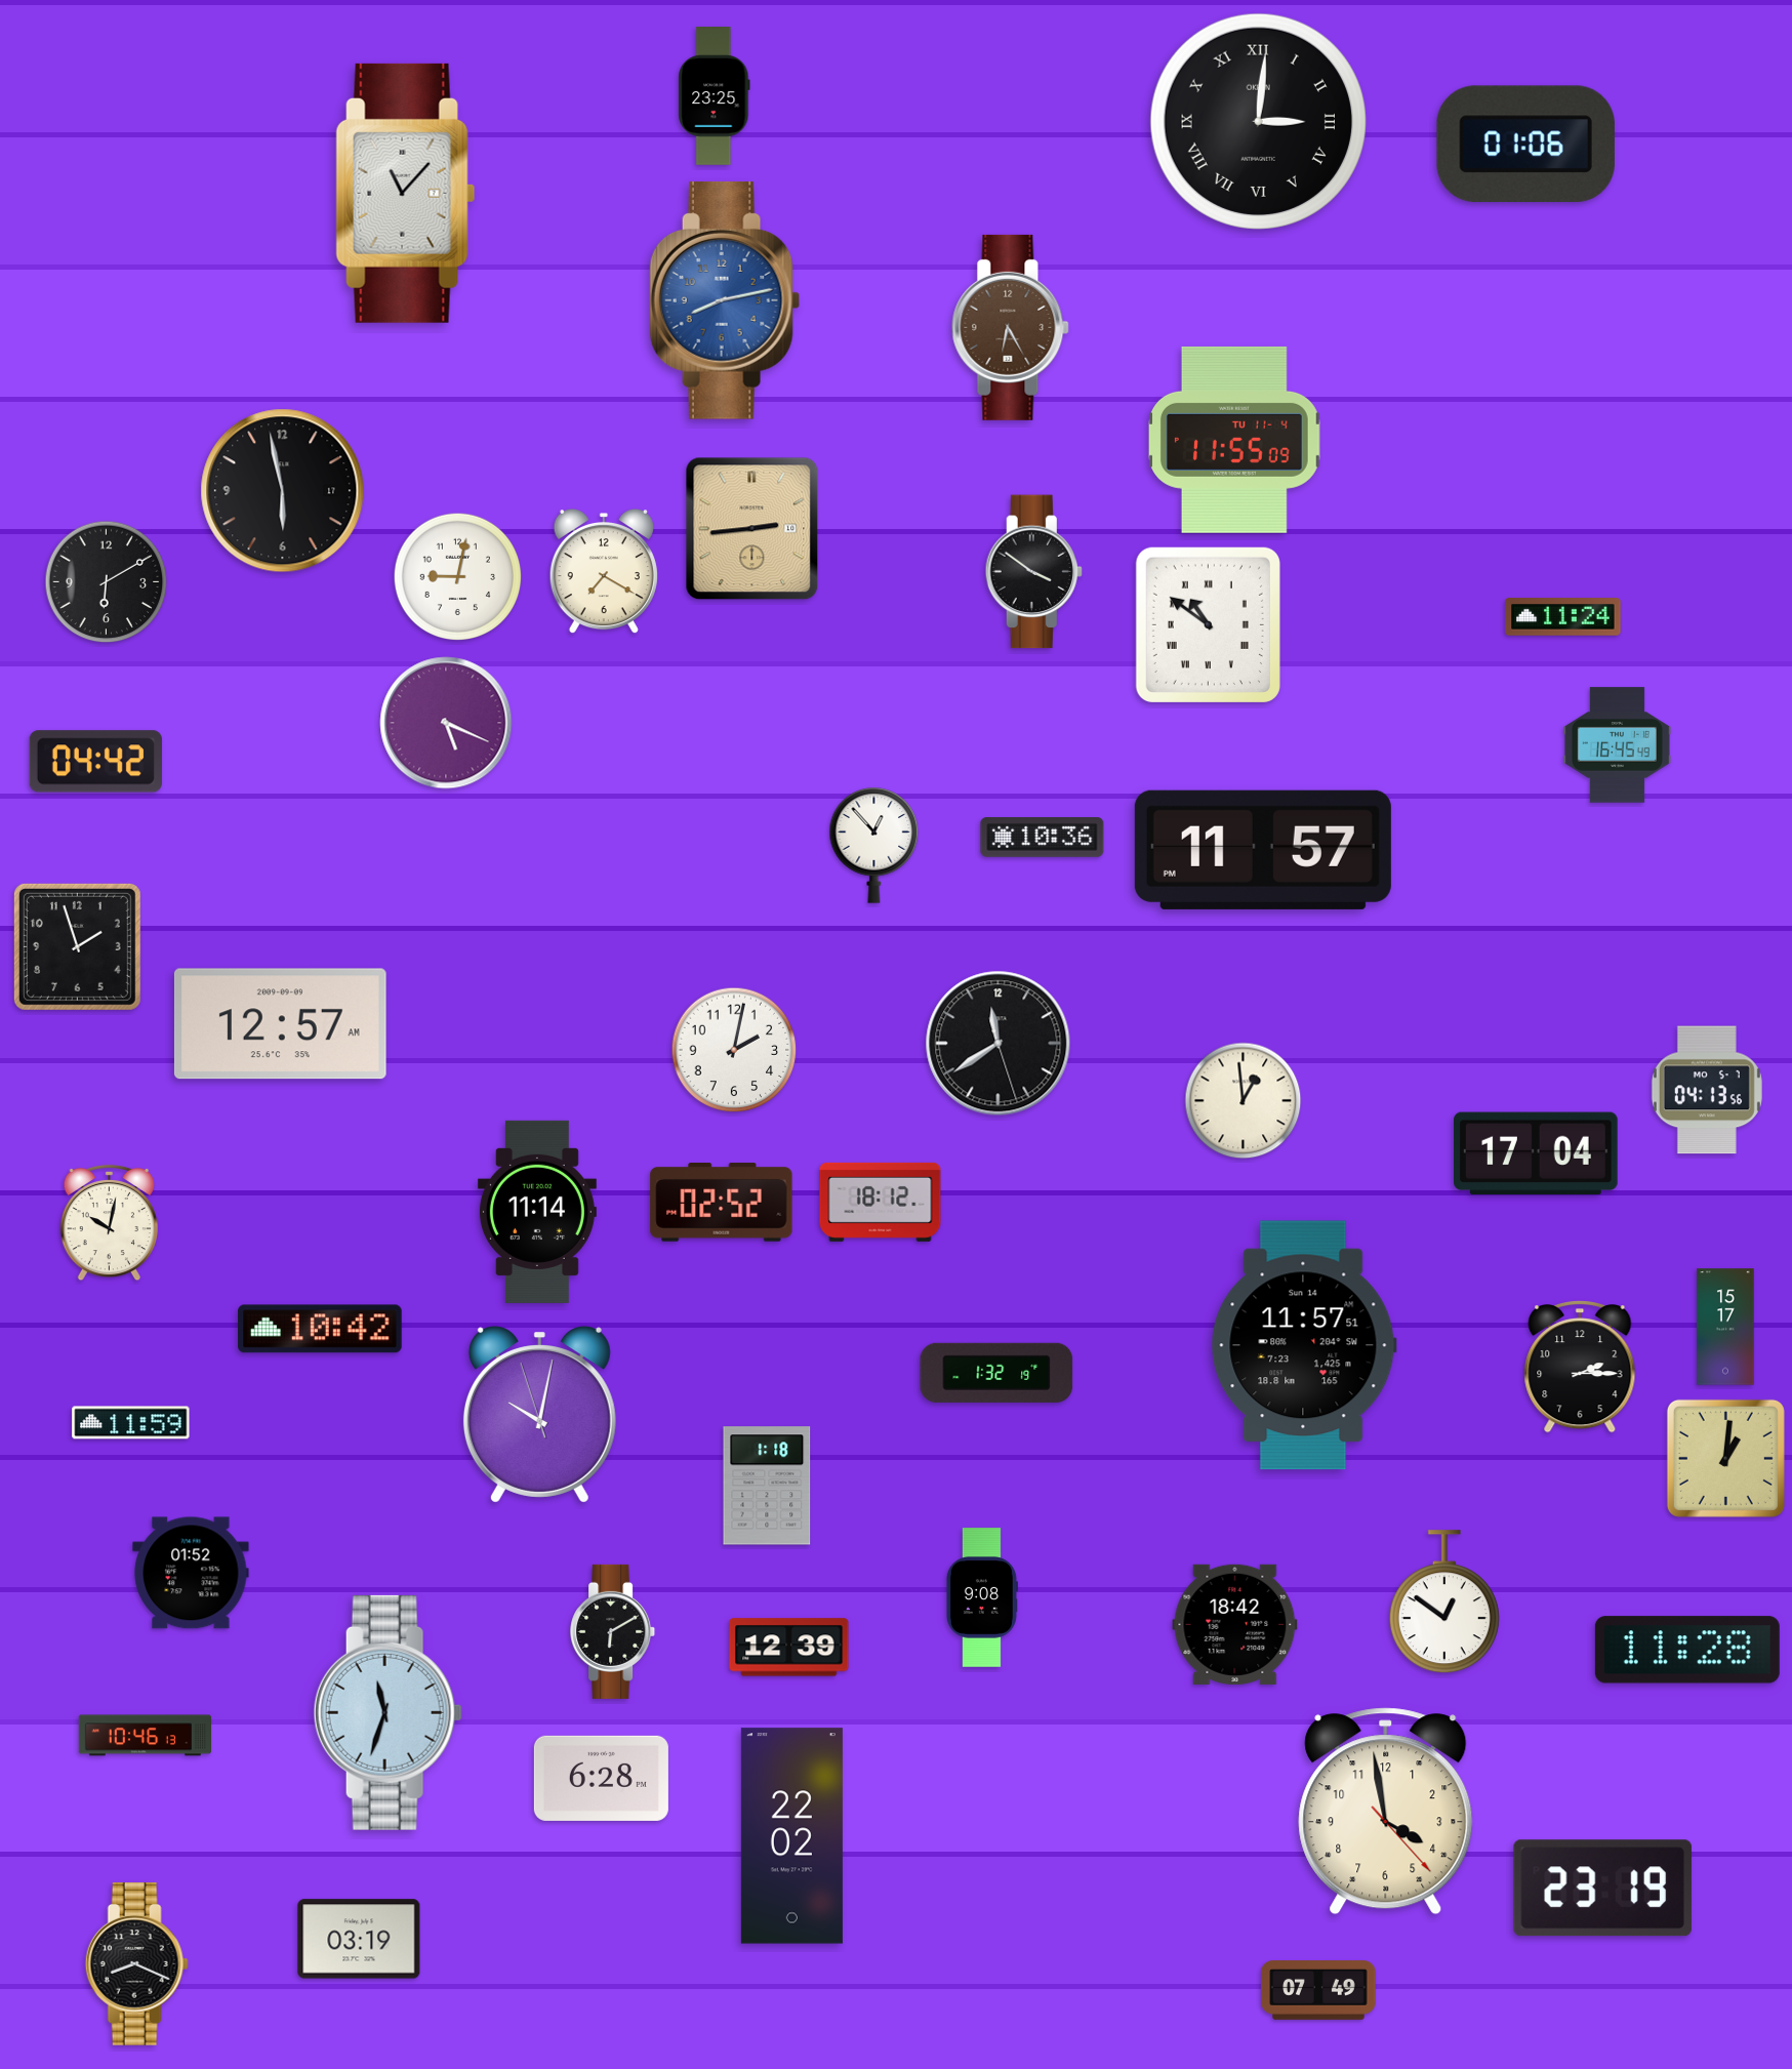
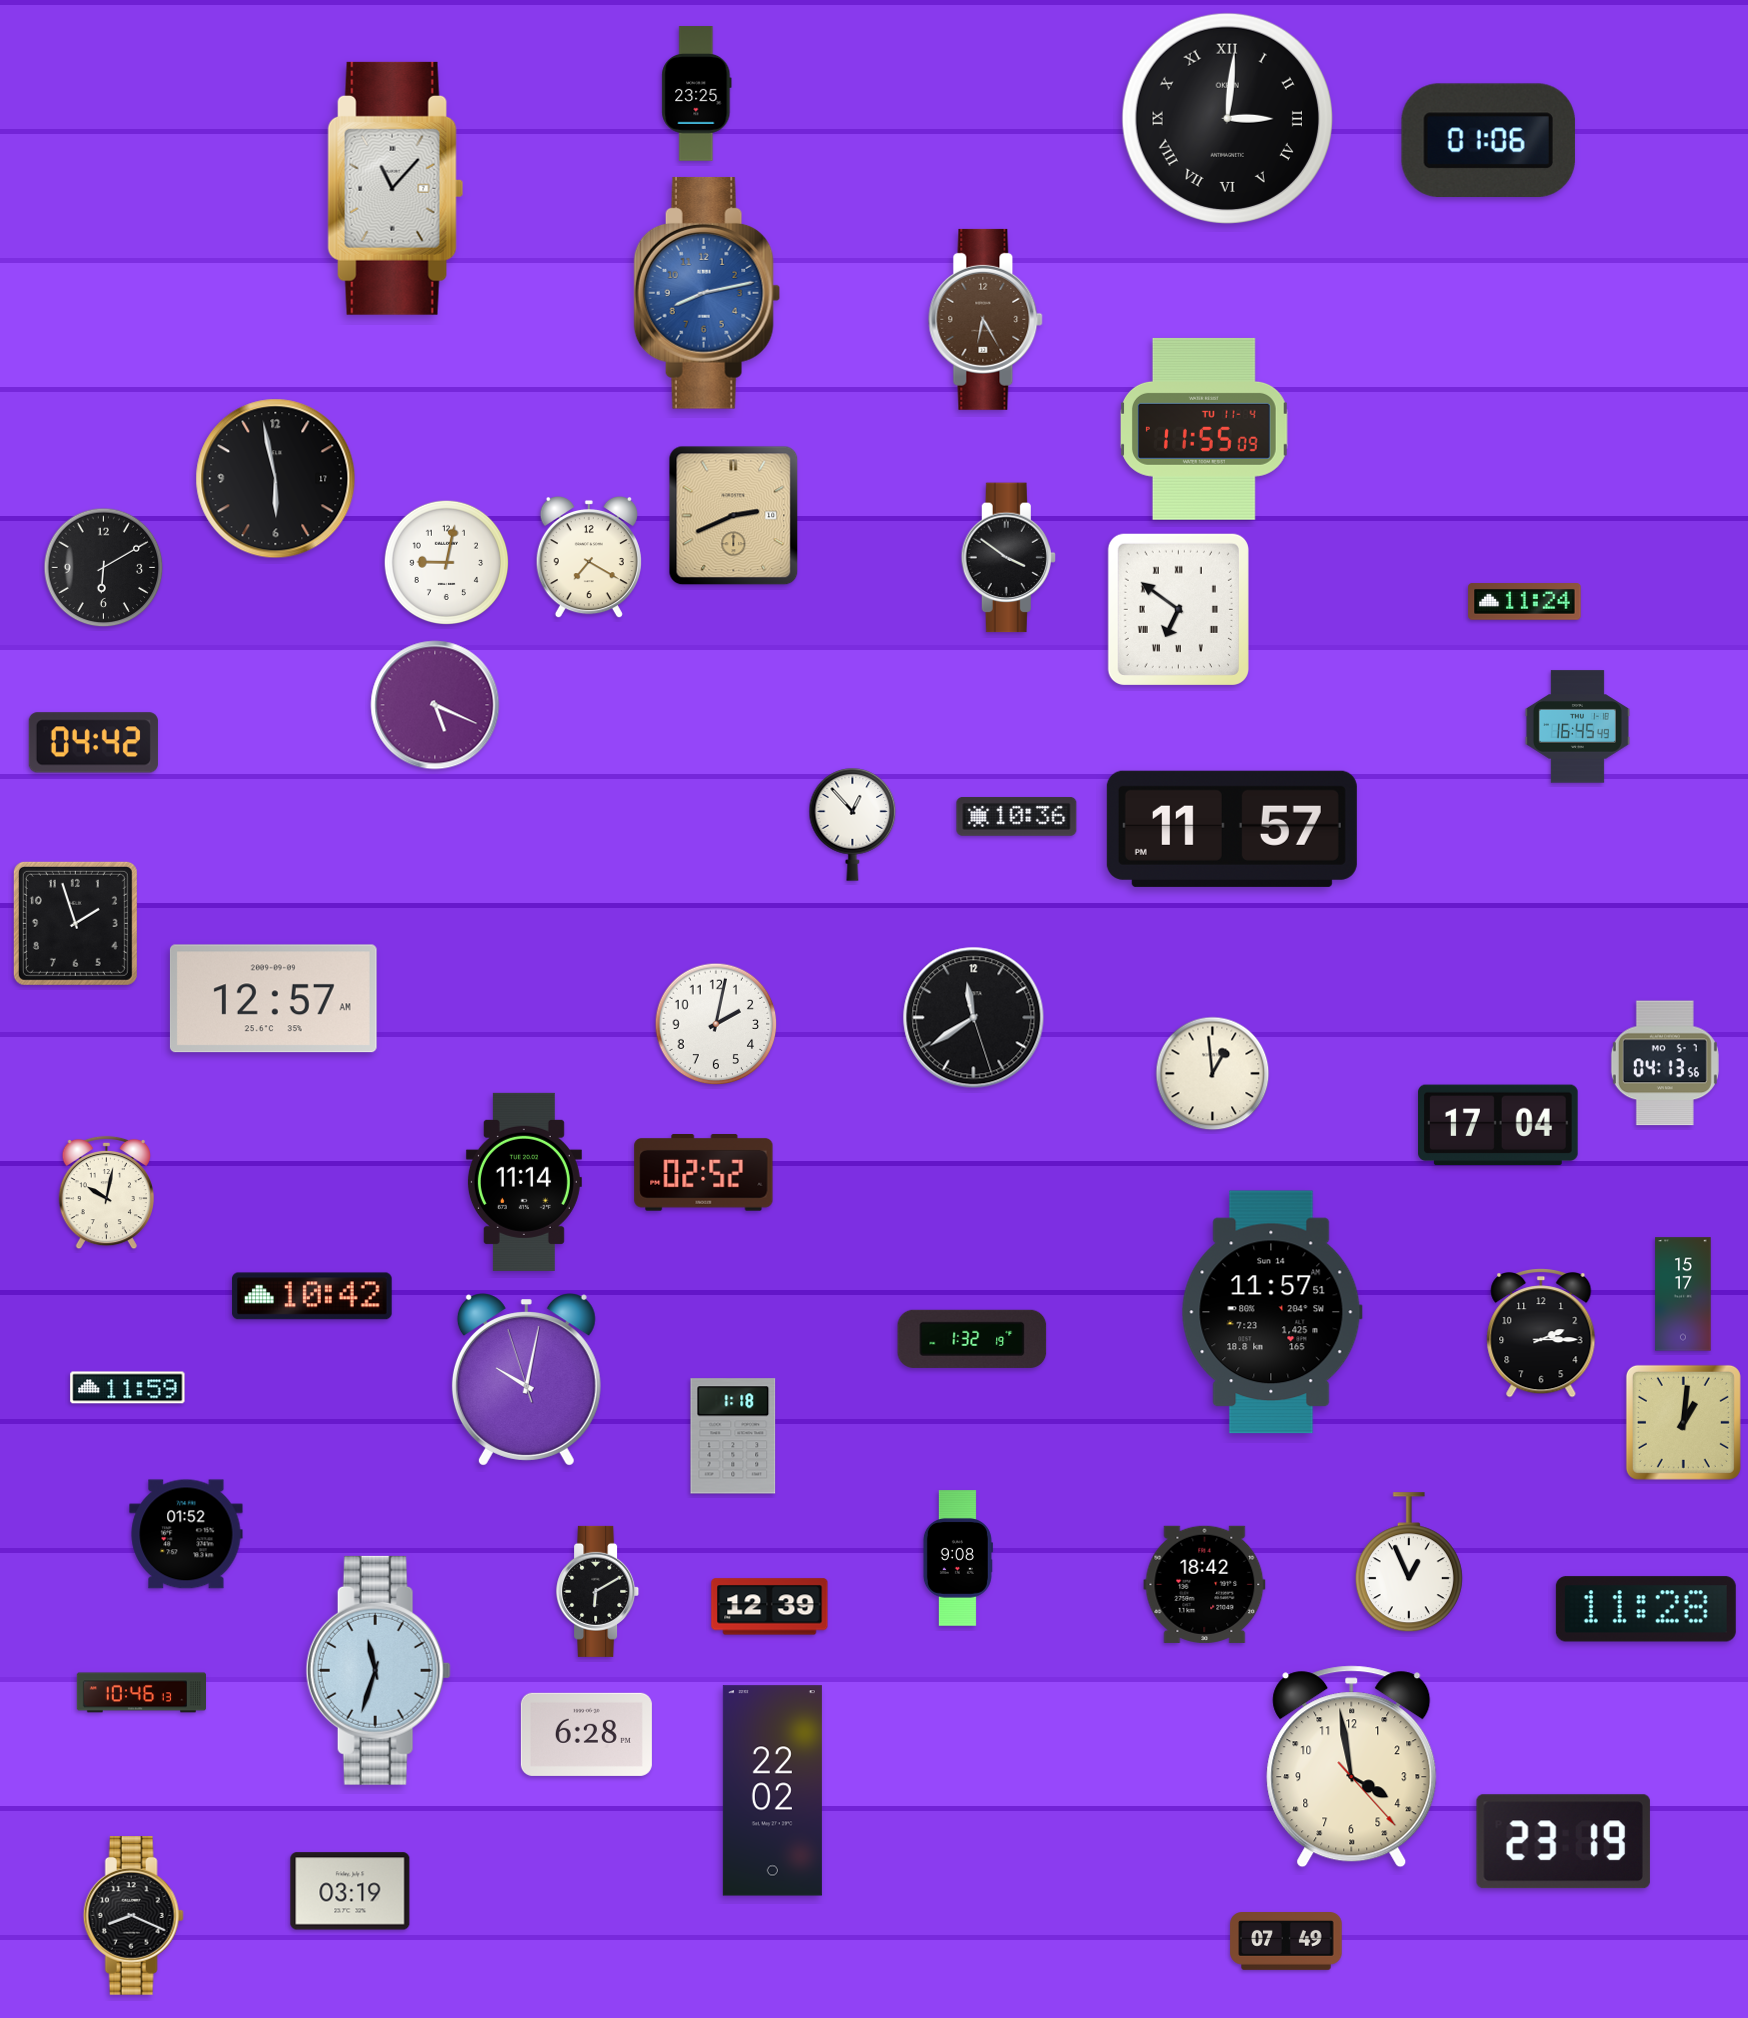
clock at (752, 529): 2:44 -> 2:41
clock at (1208, 624): 10:51 -> 6:51
clock at (881, 1202): 18:12 -> none
clock at (767, 1486) position: (767, 1486) -> (733, 1436)
clock at (1444, 1603): 12:51 -> 12:56
